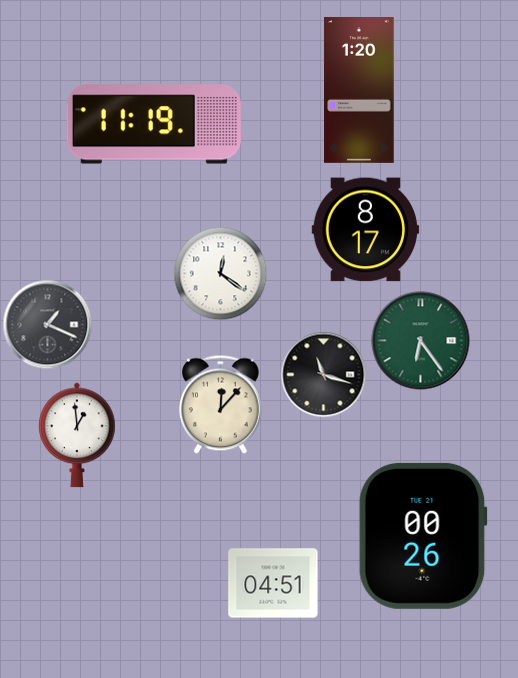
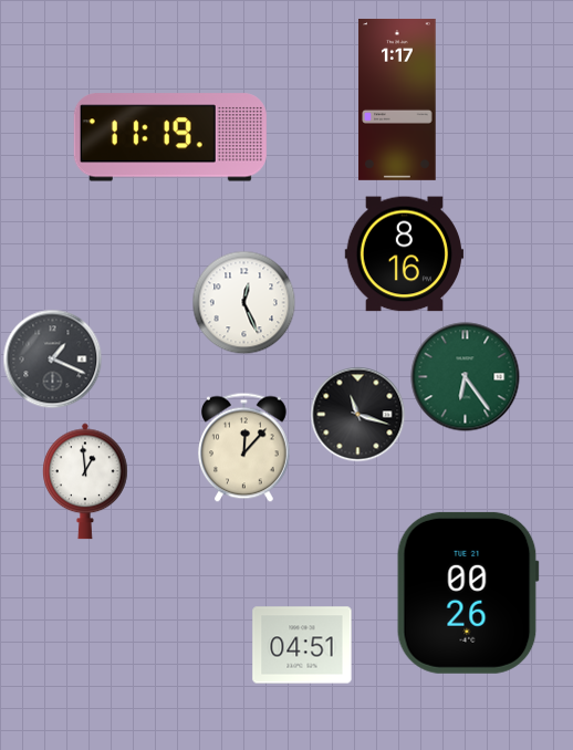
clock at (359, 90): 1:20 -> 1:17
clock at (366, 230): 8:17 -> 8:16
clock at (221, 274): 12:21 -> 12:26
